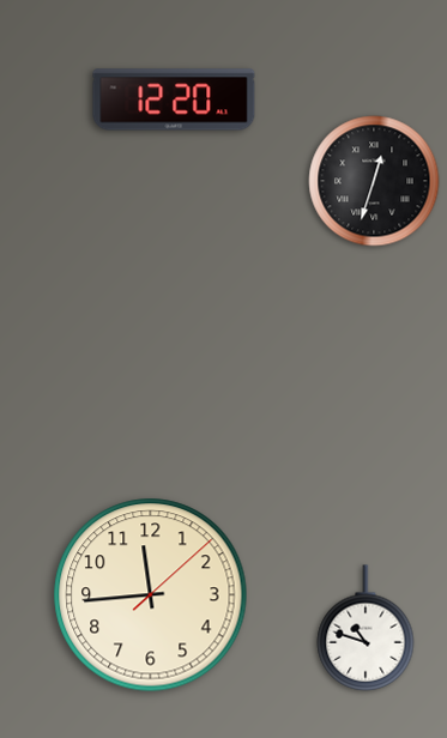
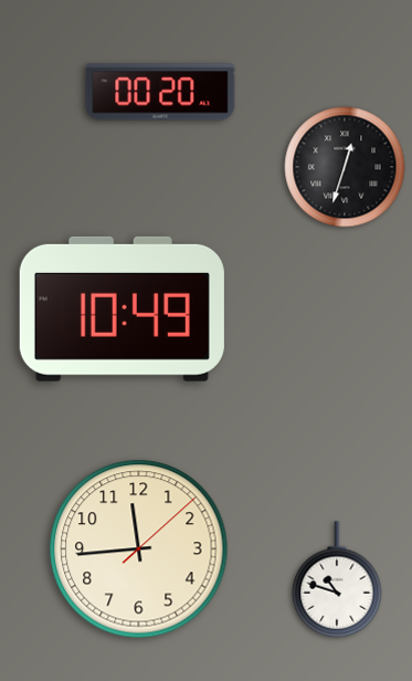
clock at (174, 99): 12:20 -> 00:20
clock at (122, 308): none -> 10:49
